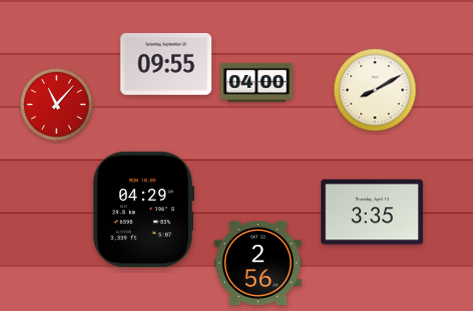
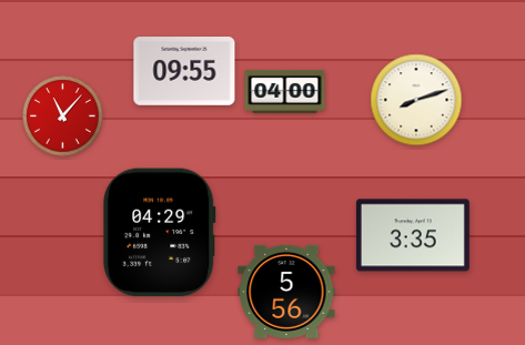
clock at (375, 90): 8:10 -> 8:12
clock at (258, 263): 2:56 -> 5:56
